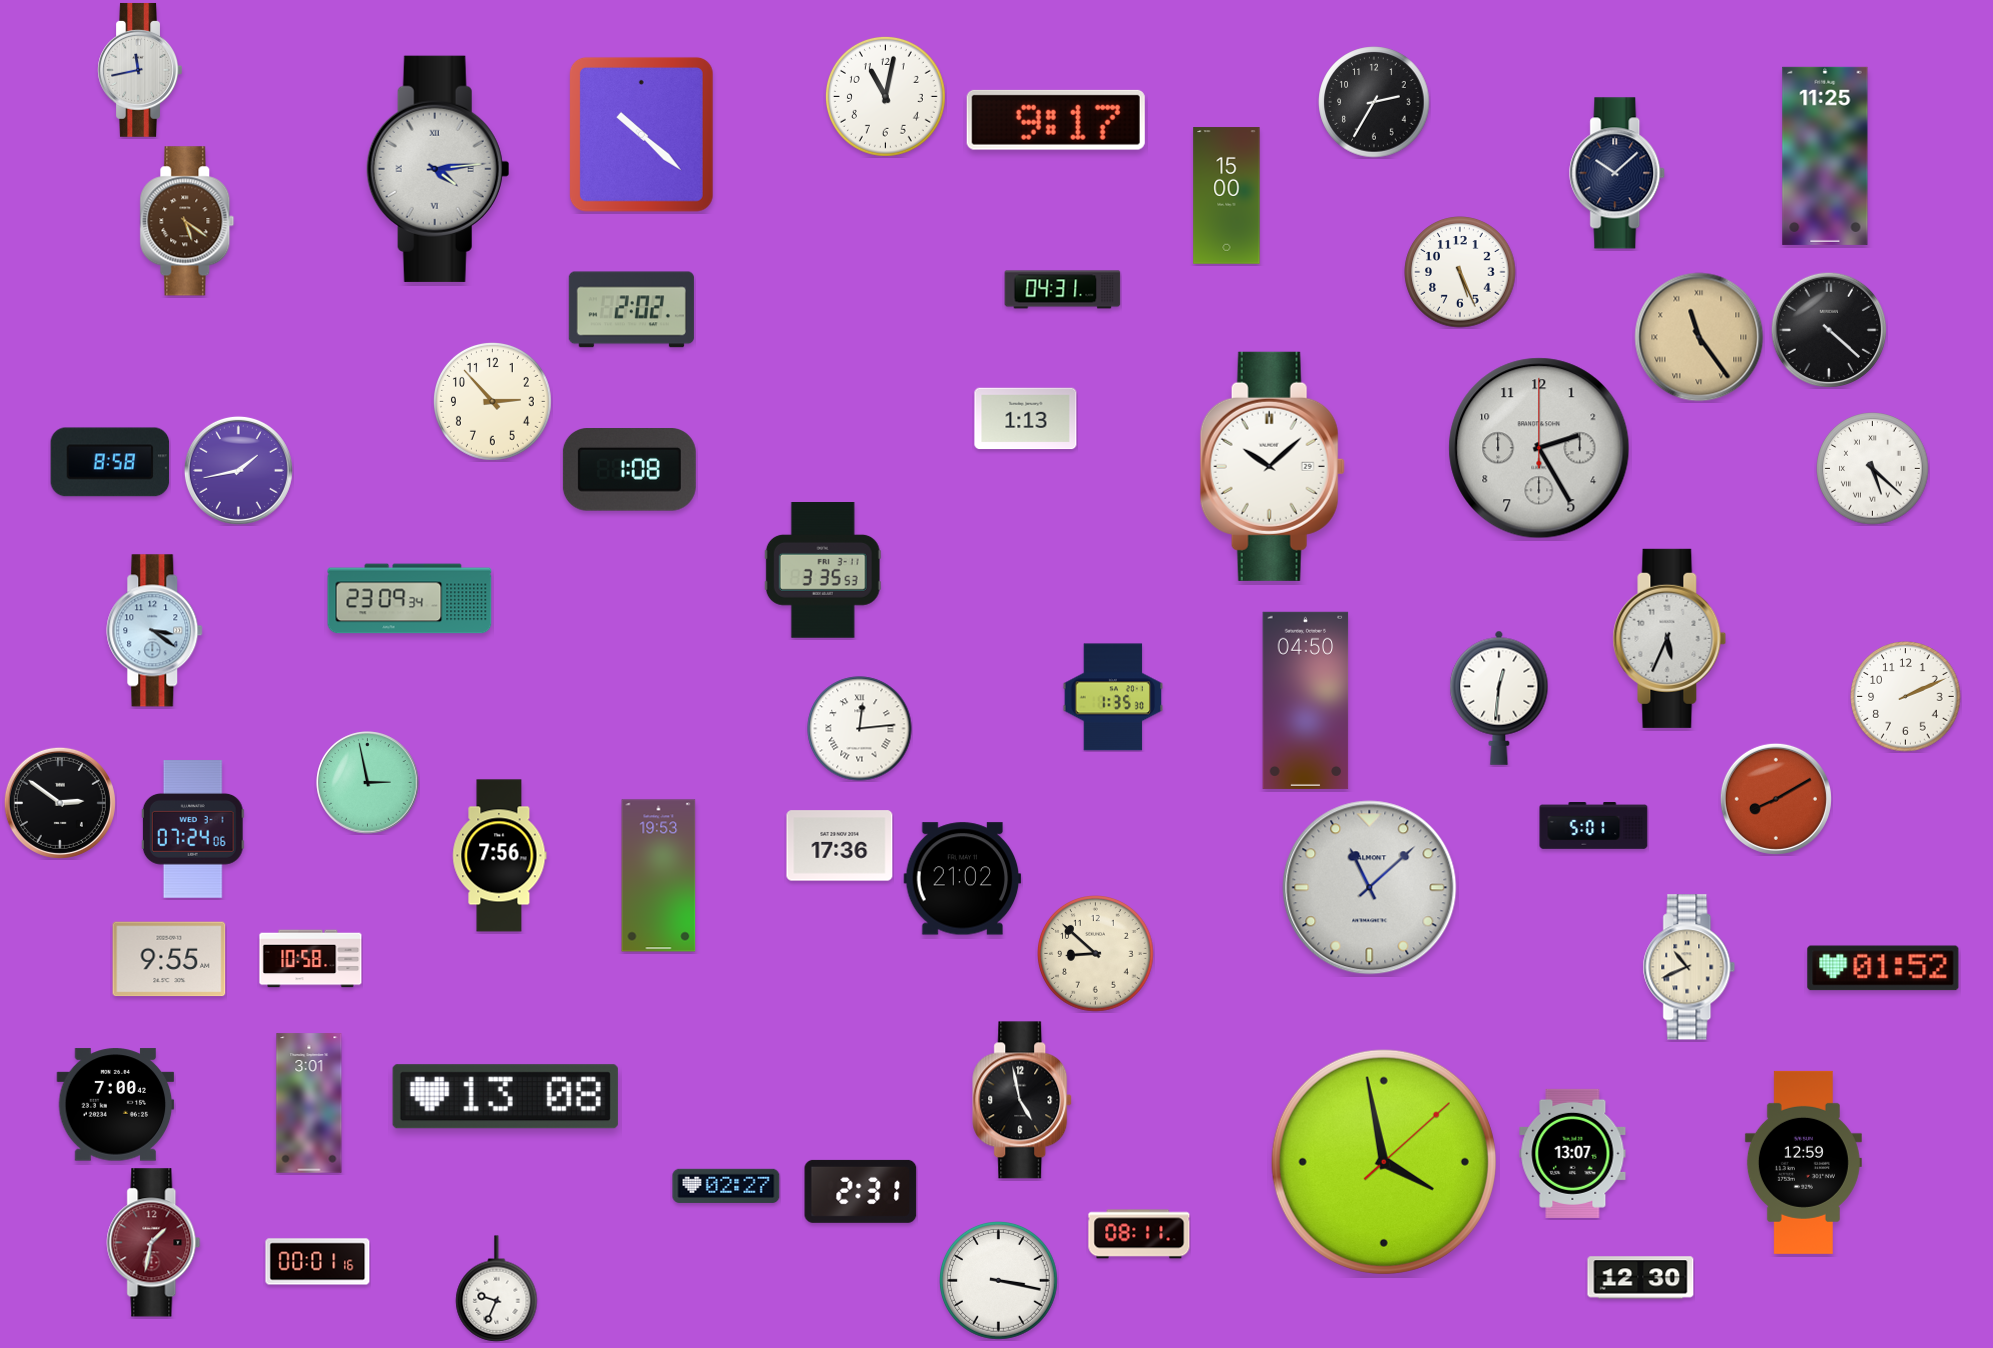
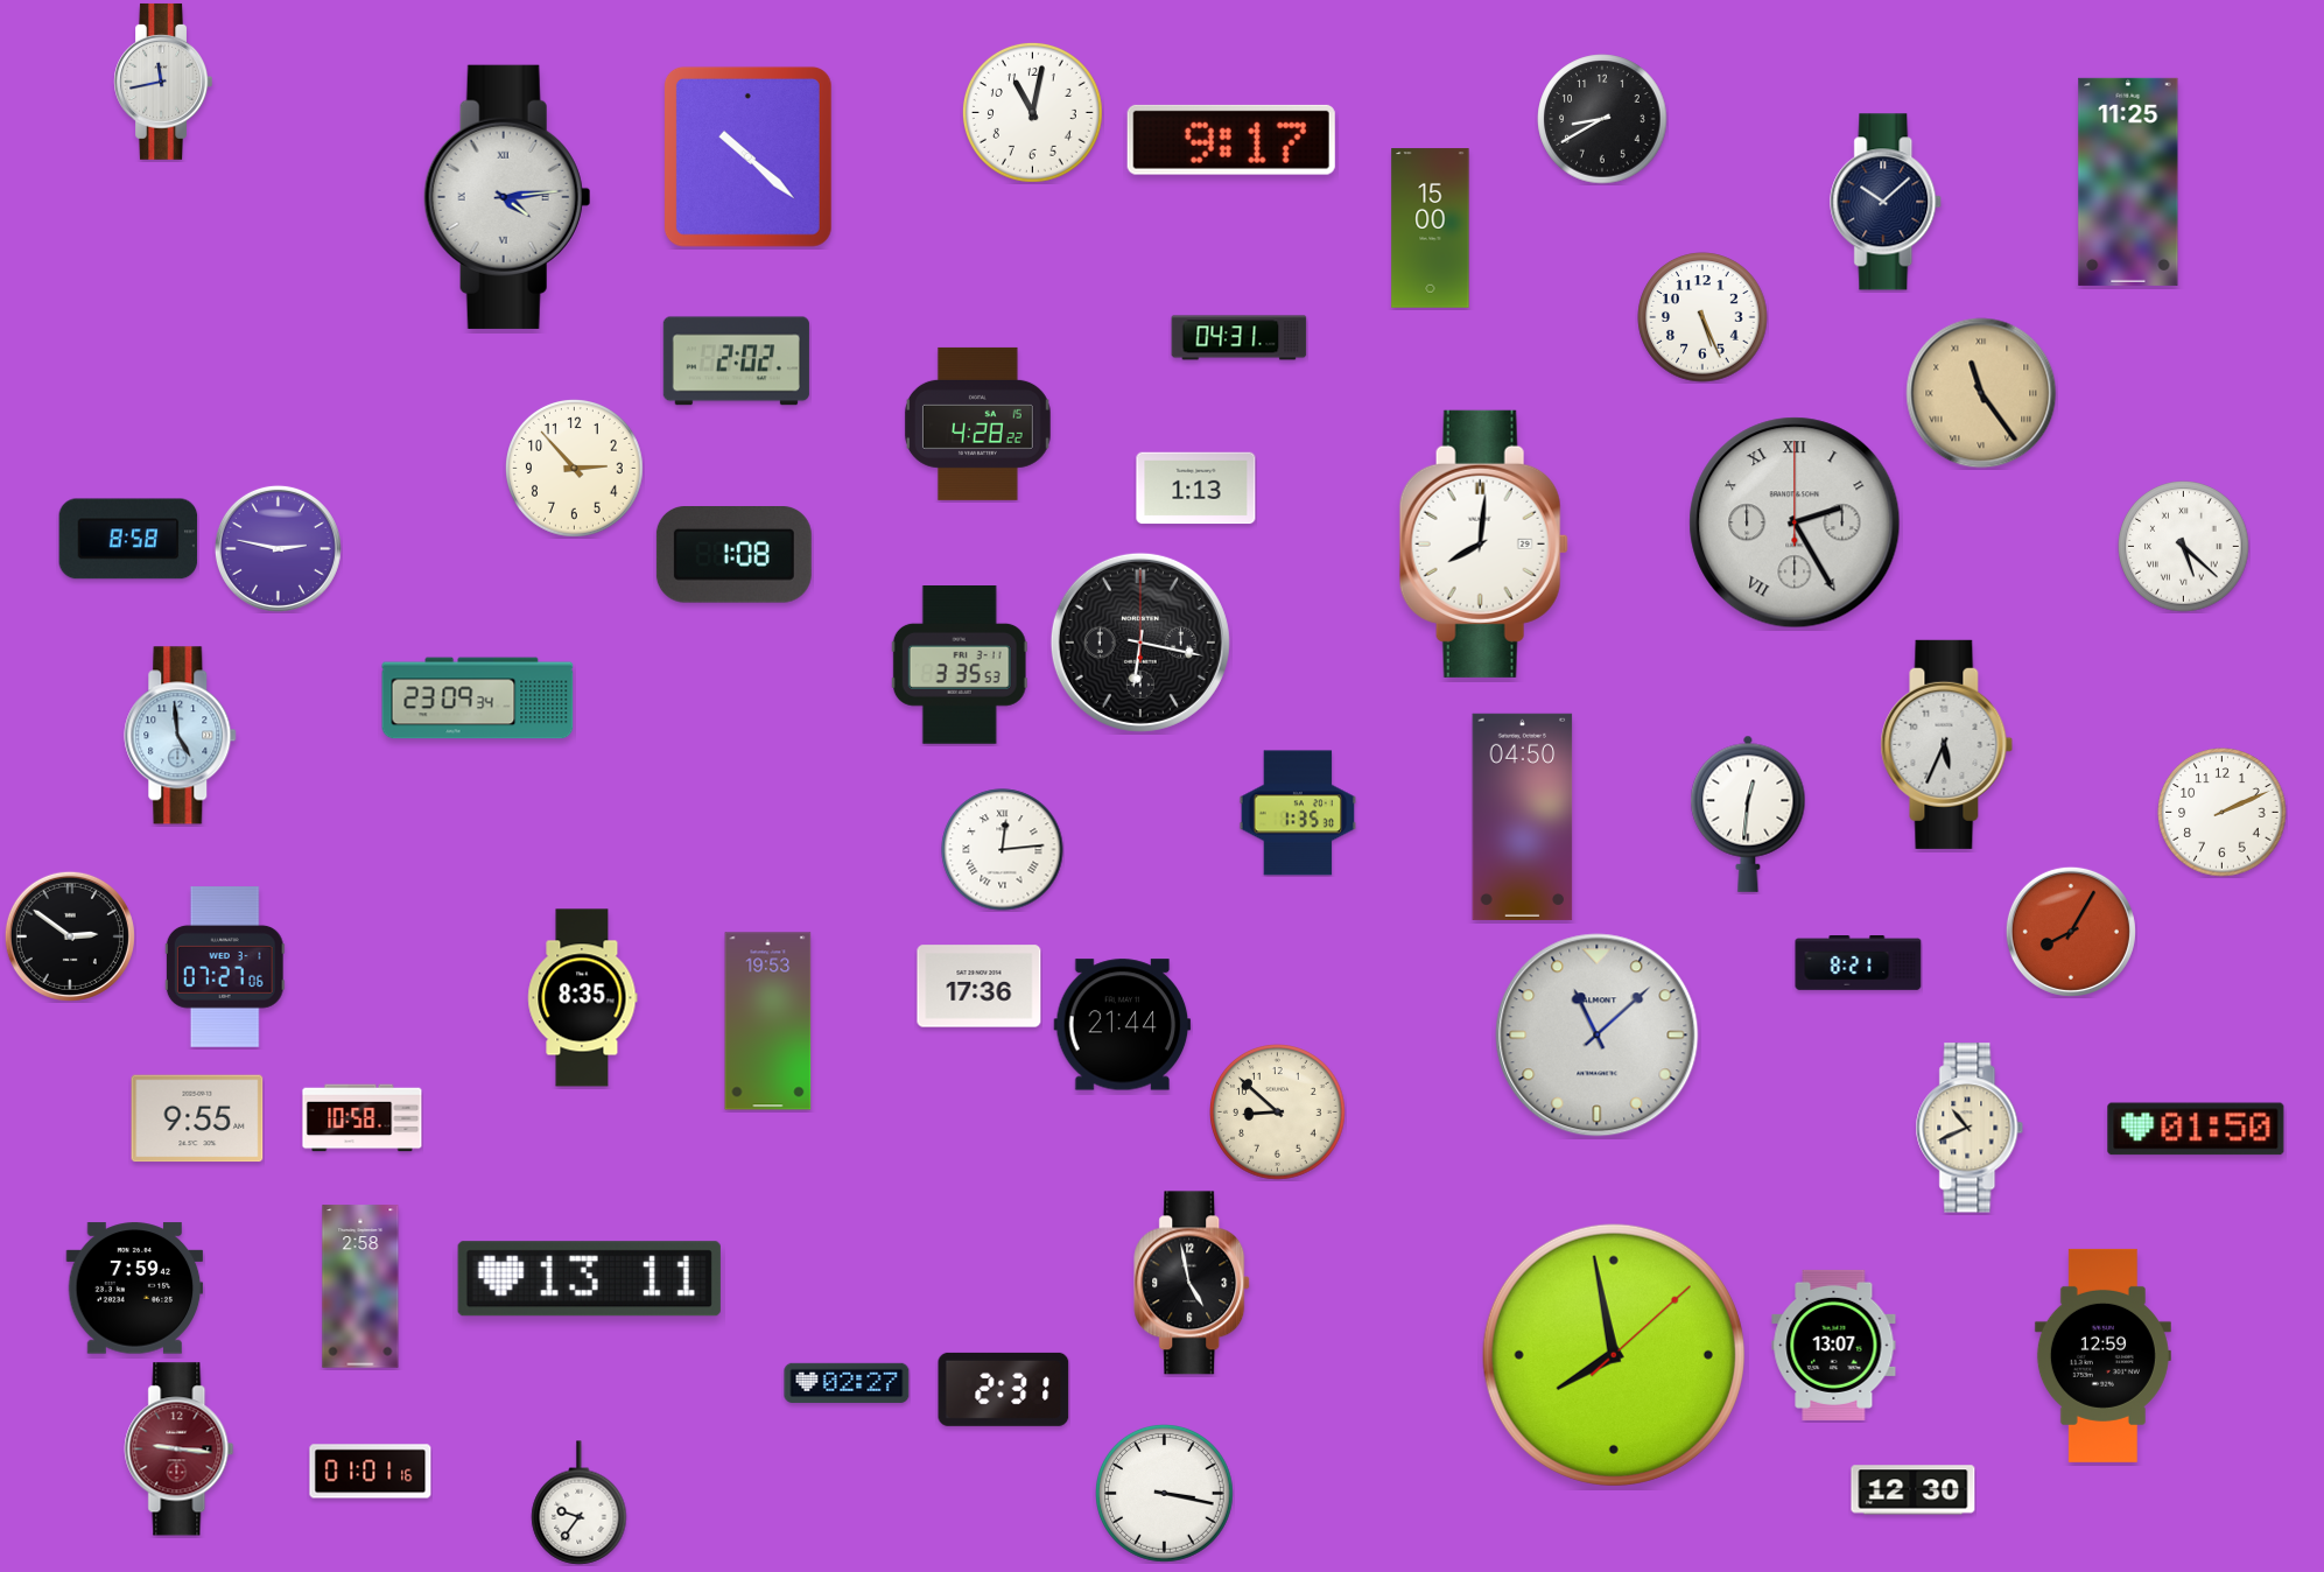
clock at (1374, 102): 2:35 -> 8:40
clock at (438, 169) position: (438, 169) -> (507, 197)
clock at (187, 221): 5:21 -> none
clock at (1828, 329): 4:22 -> none
clock at (977, 423): none -> 4:28
clock at (1539, 448) numerals: Arabic -> Roman
clock at (1272, 466): 10:08 -> 8:01
clock at (238, 470): 1:43 -> 2:47
clock at (629, 470) position: (629, 470) -> (733, 555)
clock at (1140, 643): none -> 6:17
clock at (155, 631): 3:21 -> 4:59
clock at (368, 783): 2:58 -> none
clock at (1776, 799): 8:10 -> 8:05
clock at (1594, 826): 5:01 -> 8:21
clock at (193, 829): 07:24 -> 07:27
clock at (500, 856): 7:56 -> 8:35
clock at (963, 879): 21:02 -> 21:44
clock at (1883, 968): 01:52 -> 01:50
clock at (505, 1097): 13:08 -> 13:11
clock at (309, 1103): 3:01 -> 2:58
clock at (116, 1105): 7:00 -> 7:59
clock at (1384, 1162): 3:58 -> 7:58
clock at (1139, 1234): 08:11 -> none
clock at (154, 1243): 1:32 -> 9:16
clock at (318, 1262): 00:01 -> 01:01
clock at (497, 1289): 9:34 -> 9:36
